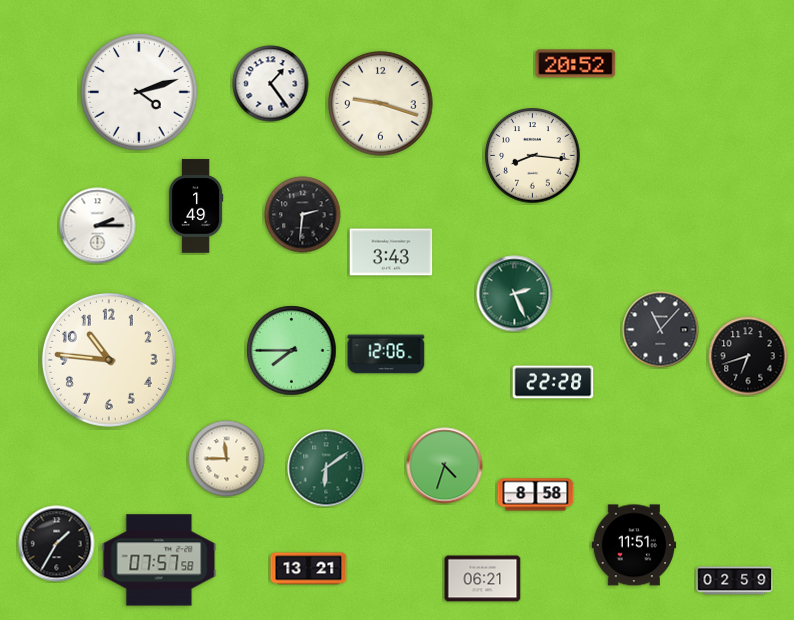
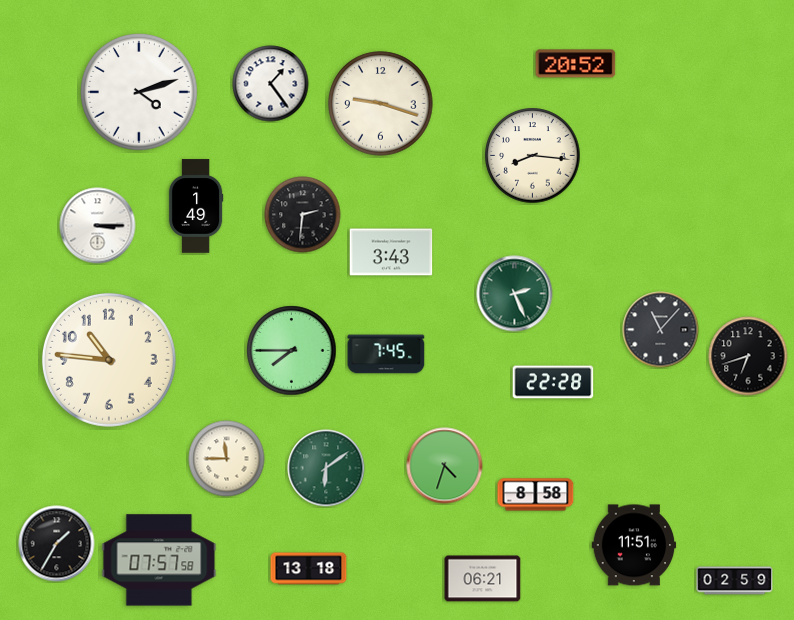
clock at (98, 226): 2:15 -> 3:15
clock at (386, 354): 12:06 -> 7:45
clock at (309, 569): 13:21 -> 13:18
